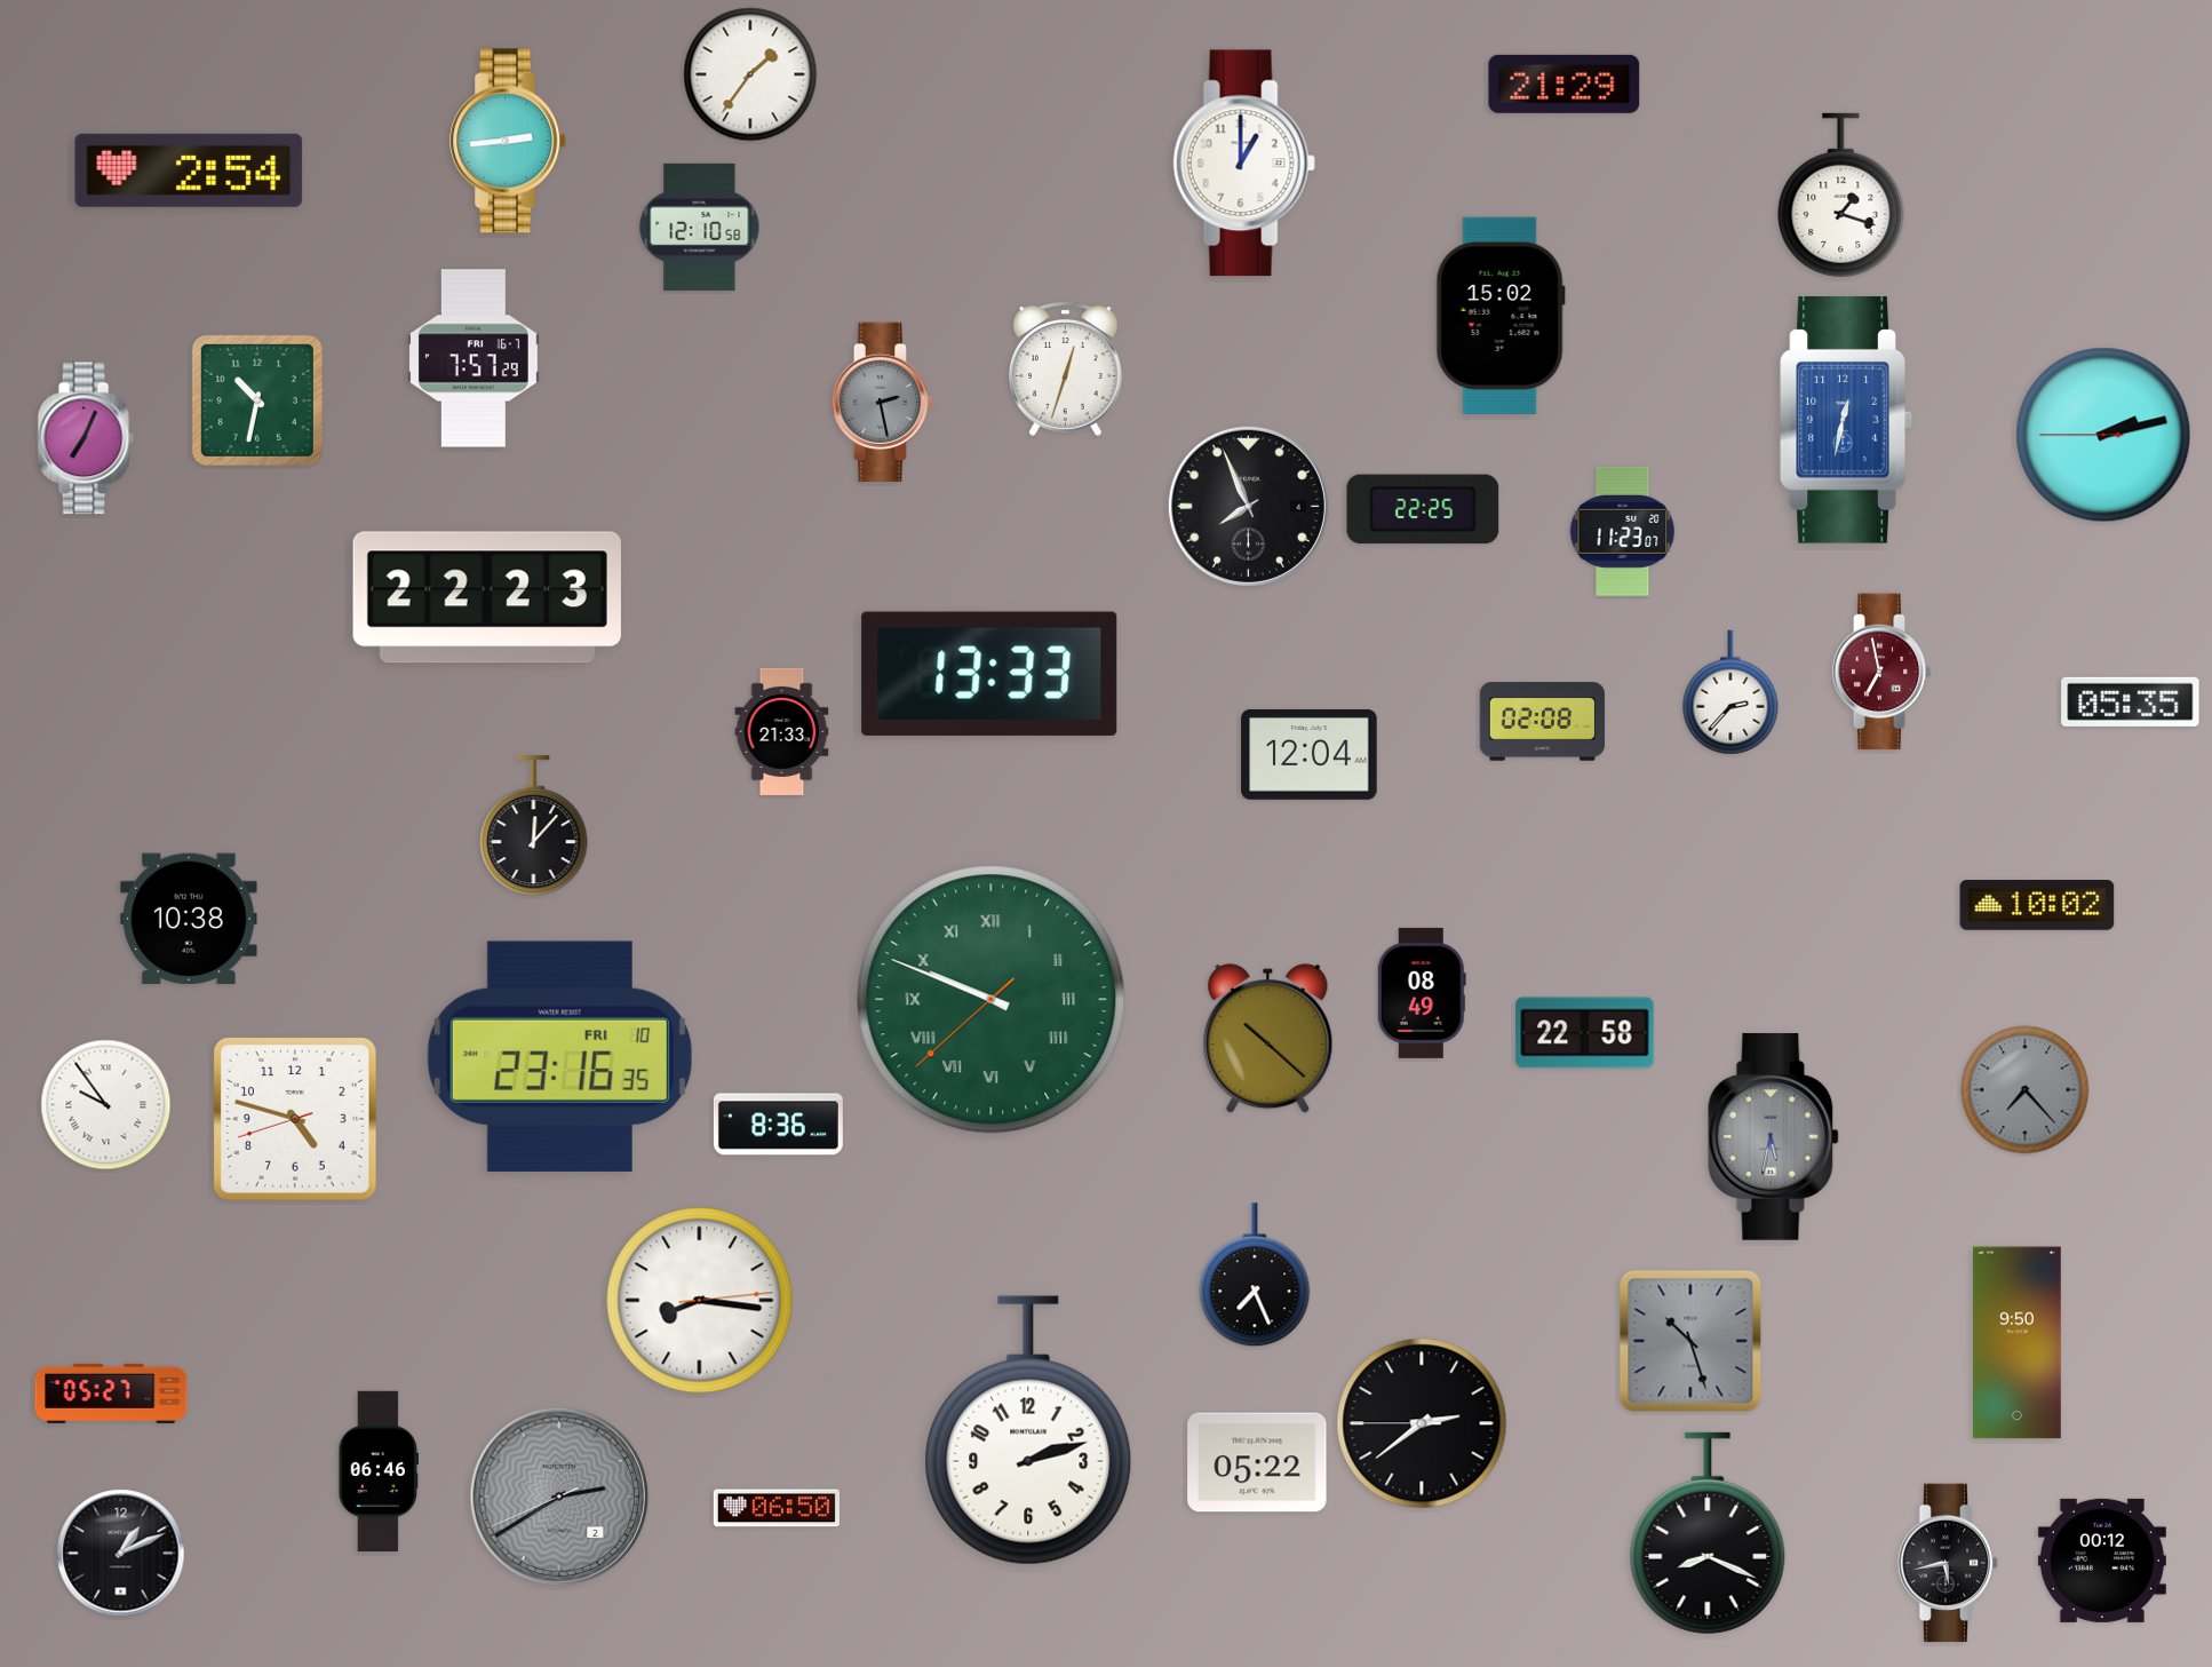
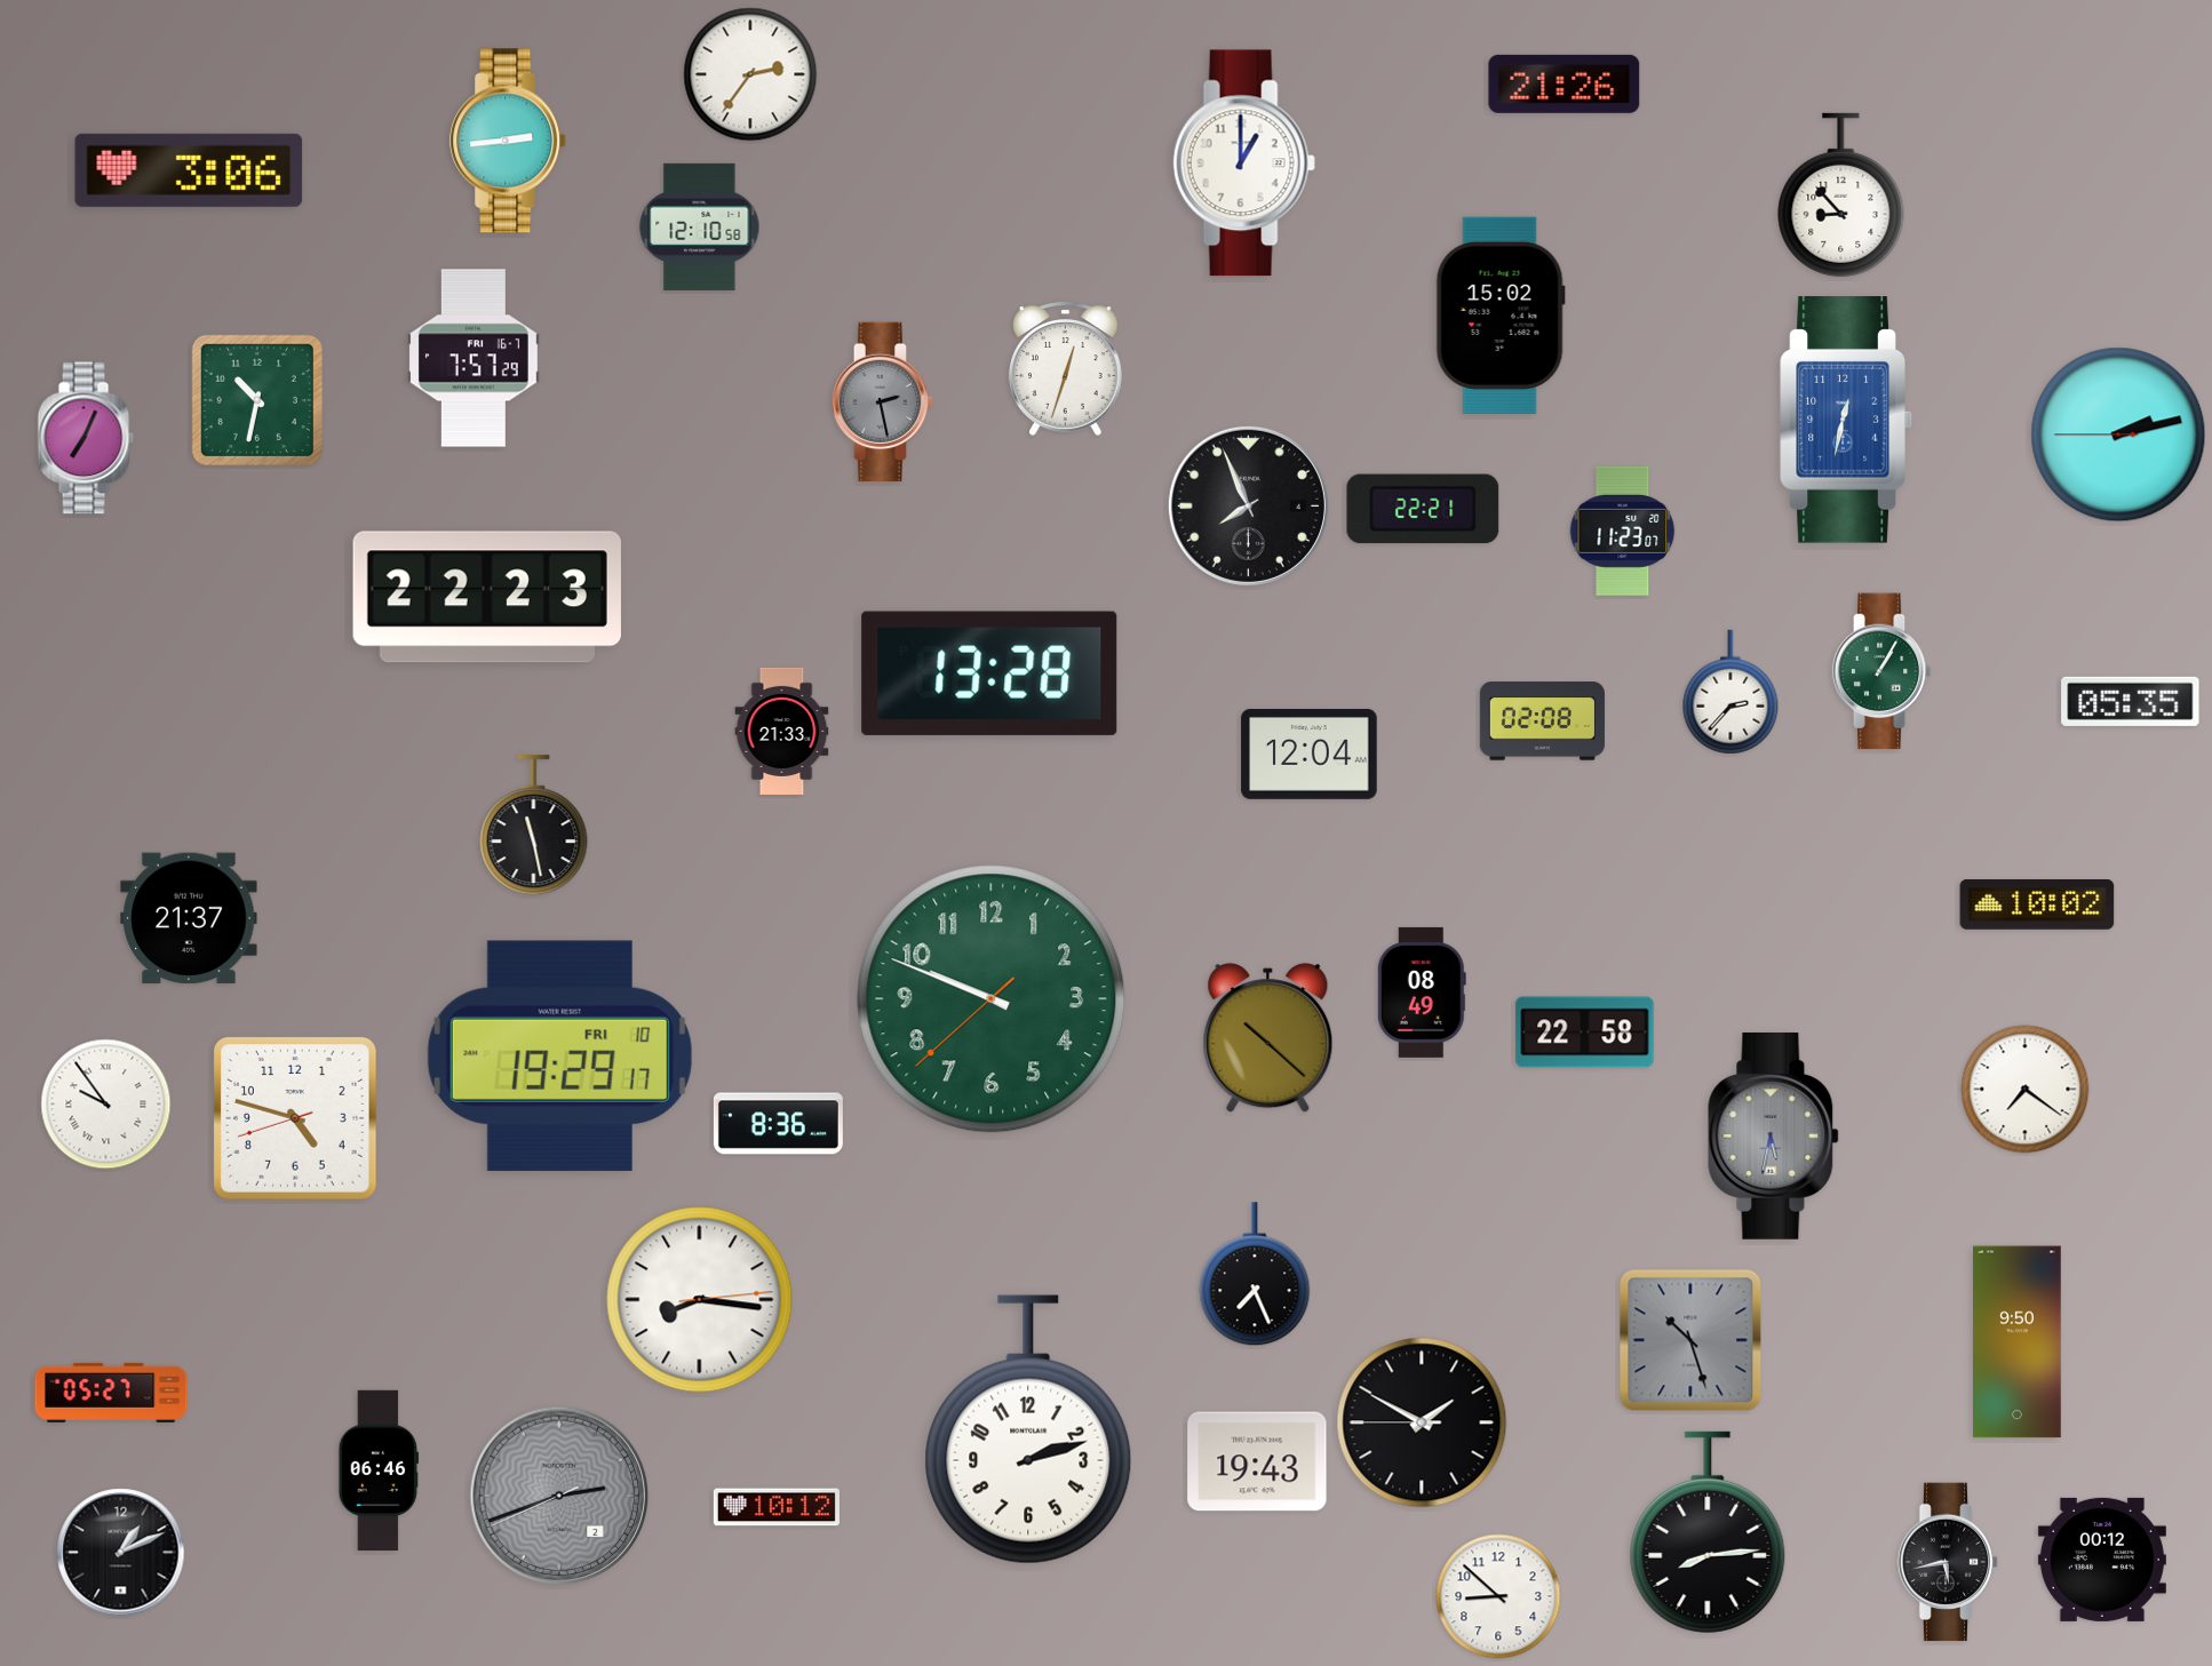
clock at (750, 74): 1:36 -> 2:36
clock at (1565, 84): 21:29 -> 21:26
clock at (189, 170): 2:54 -> 3:06
clock at (1841, 196): 1:18 -> 8:53
clock at (2103, 435) position: (2103, 435) -> (2118, 435)
clock at (1423, 509): 22:25 -> 22:21
clock at (1881, 672): 6:58 -> 1:05
clock at (1881, 672) dial: burgundy -> green
clock at (989, 674): 13:33 -> 13:28
clock at (534, 826): 12:07 -> 11:28
clock at (189, 919): 10:38 -> 21:37
clock at (992, 1000) numerals: Roman -> Arabic
clock at (559, 1056): 23:16 -> 19:29
clock at (2026, 1090): 7:23 -> 7:21
clock at (2026, 1090) dial: grey -> white
clock at (1422, 1423): 2:38 -> 1:49
clock at (1257, 1462): 05:22 -> 19:43
clock at (559, 1497): 2:39 -> 2:41
clock at (777, 1508): 06:50 -> 10:12
clock at (1708, 1533): 8:19 -> 8:14
clock at (1498, 1596): none -> 8:52
